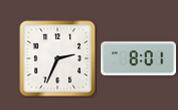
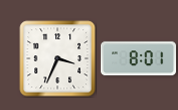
clock at (58, 59): 2:34 -> 3:34
